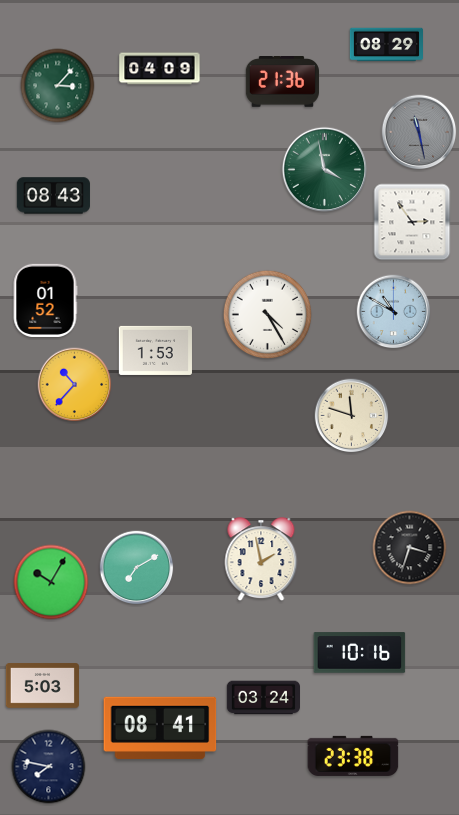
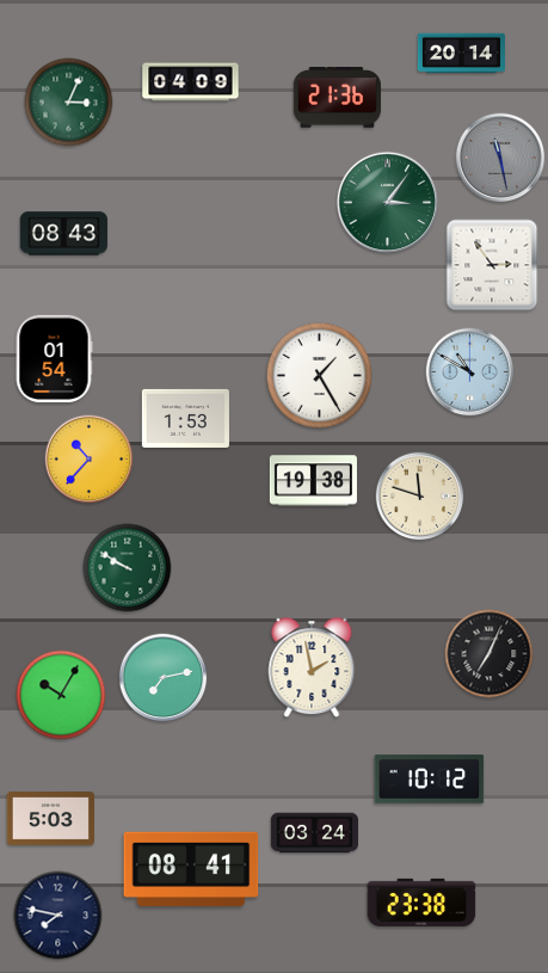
clock at (386, 45): 08:29 -> 20:14
clock at (58, 86): 3:07 -> 3:04
clock at (325, 170): 3:58 -> 3:06
clock at (45, 300): 01:52 -> 01:54
clock at (268, 315): 4:25 -> 1:25
clock at (313, 481): none -> 19:38
clock at (128, 568): none -> 9:50
clock at (410, 548): 3:33 -> 7:04
clock at (137, 568): 7:10 -> 7:13
clock at (360, 653): 10:16 -> 10:12
